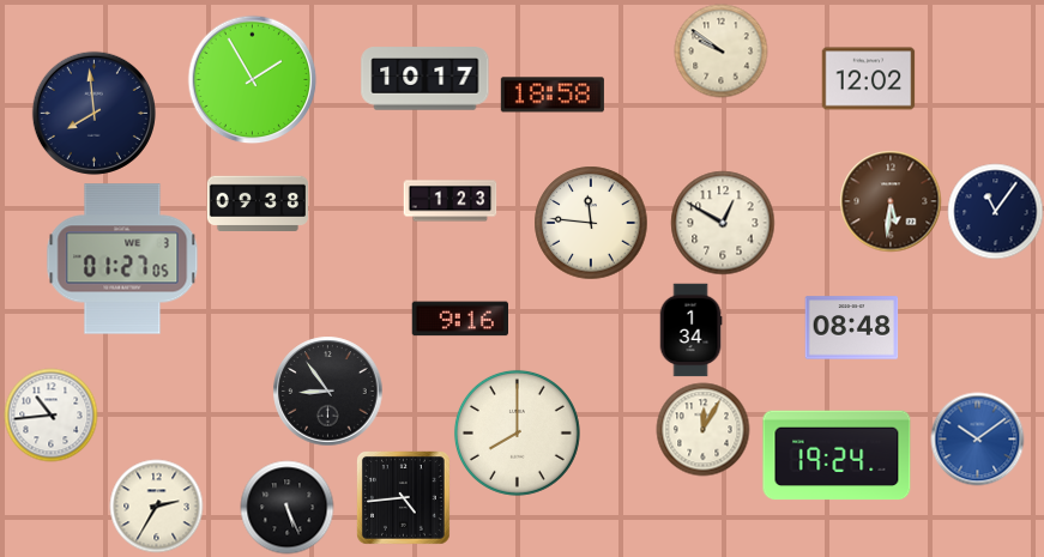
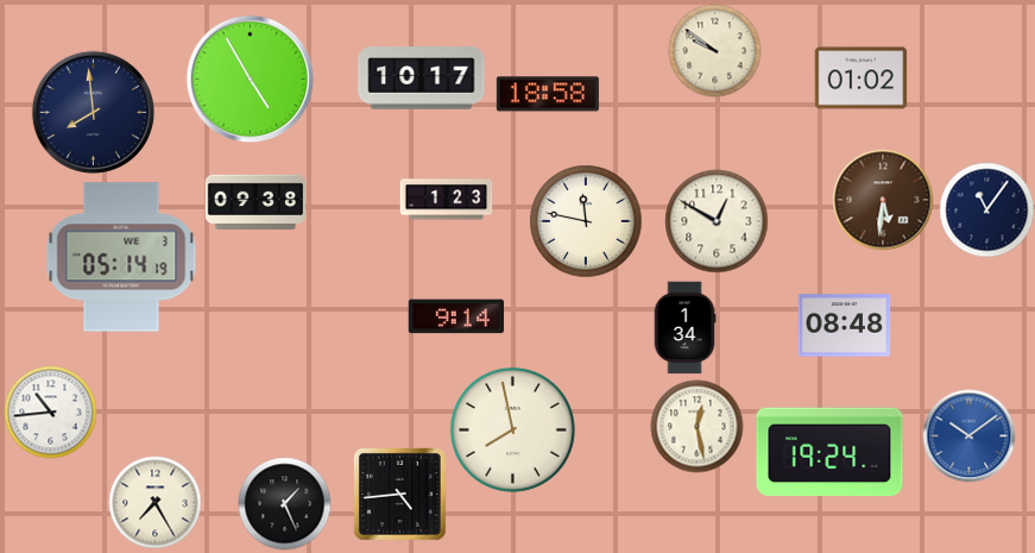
clock at (252, 79): 1:55 -> 4:55
clock at (868, 79): 12:02 -> 01:02
clock at (591, 223): 11:46 -> 11:47
clock at (122, 259): 01:27 -> 05:14
clock at (459, 319): 9:16 -> 9:14
clock at (327, 390): 8:54 -> none
clock at (702, 429): 12:05 -> 12:28
clock at (517, 432): 8:00 -> 7:58
clock at (156, 505): 2:35 -> 7:25
clock at (286, 507): 5:26 -> 1:26
